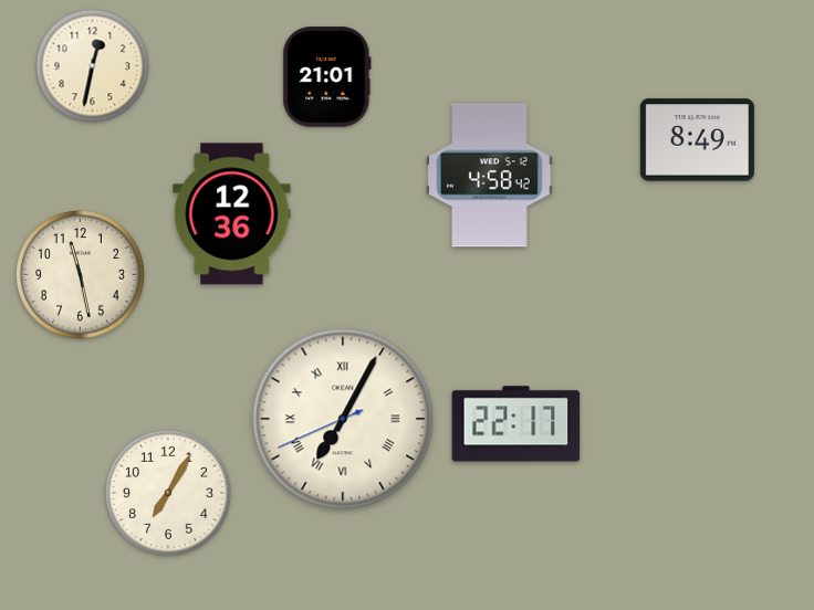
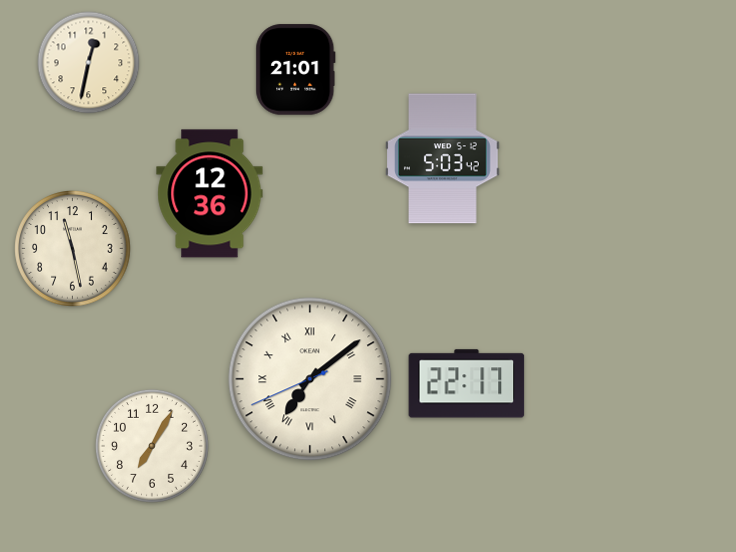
clock at (93, 66) position: (93, 66) -> (89, 63)
clock at (697, 140): 8:49 -> none
clock at (490, 176): 4:58 -> 5:03
clock at (343, 419): 7:04 -> 7:08
